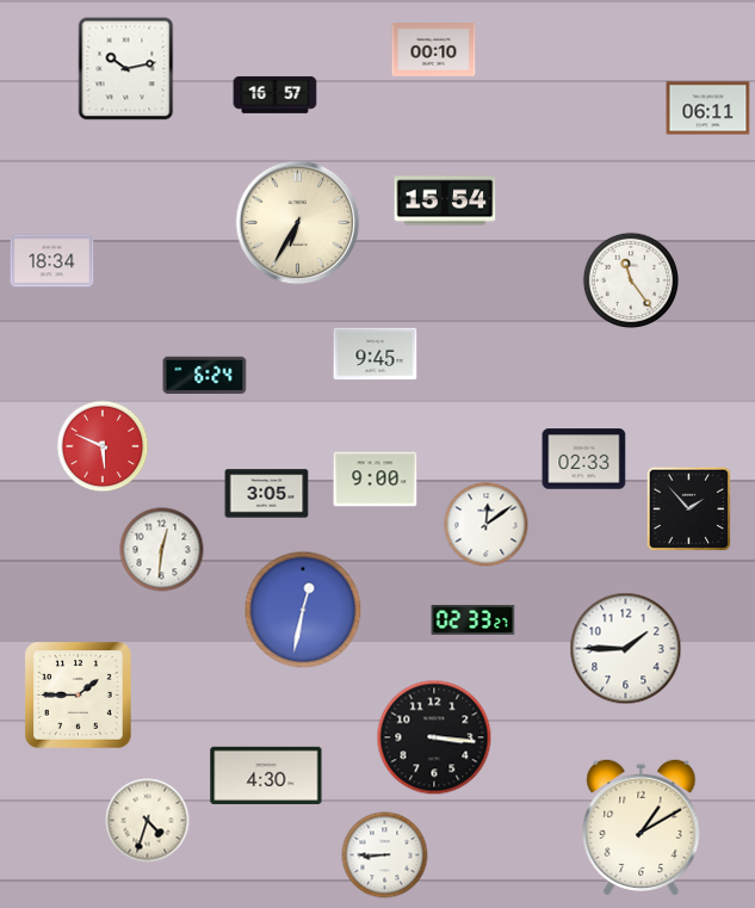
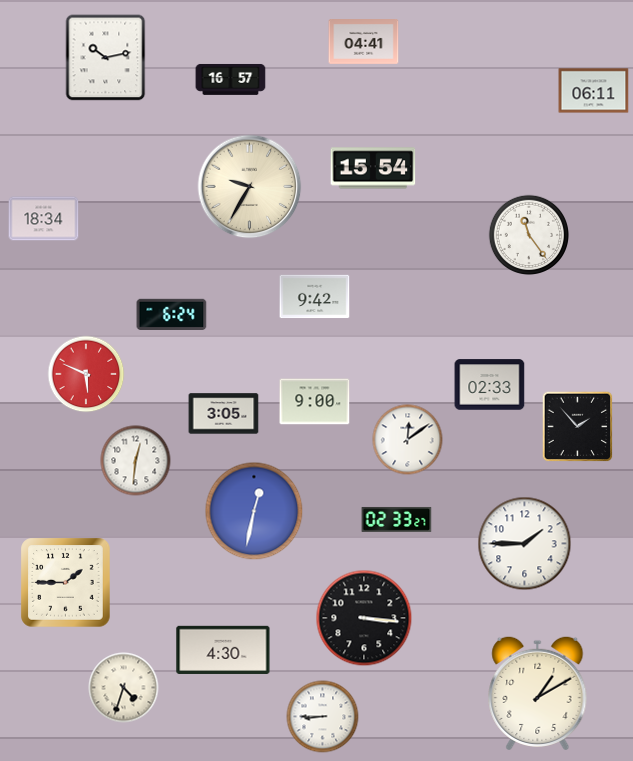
clock at (434, 50): 00:10 -> 04:41
clock at (298, 223): 6:35 -> 9:35
clock at (376, 354): 9:45 -> 9:42
